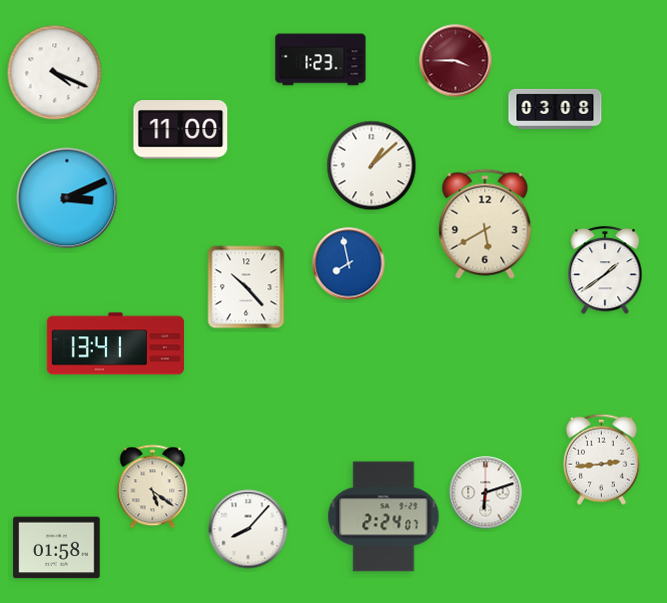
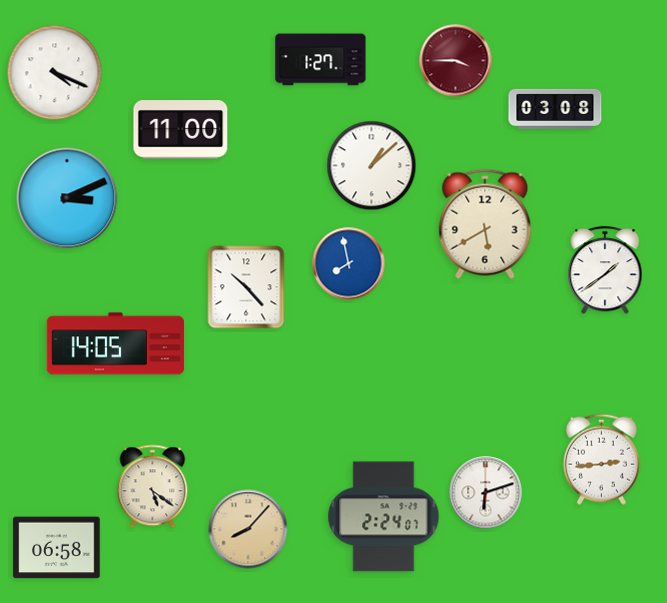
clock at (321, 60): 1:23 -> 1:27
clock at (115, 344): 13:41 -> 14:05
clock at (248, 529) dial: white -> champagne
clock at (57, 548): 01:58 -> 06:58
